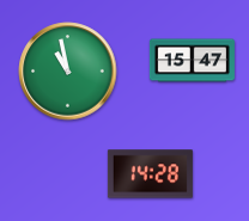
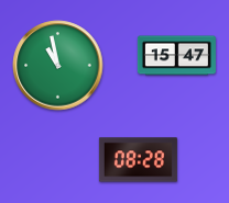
clock at (68, 72) position: (68, 72) -> (58, 66)
clock at (150, 174): 14:28 -> 08:28
